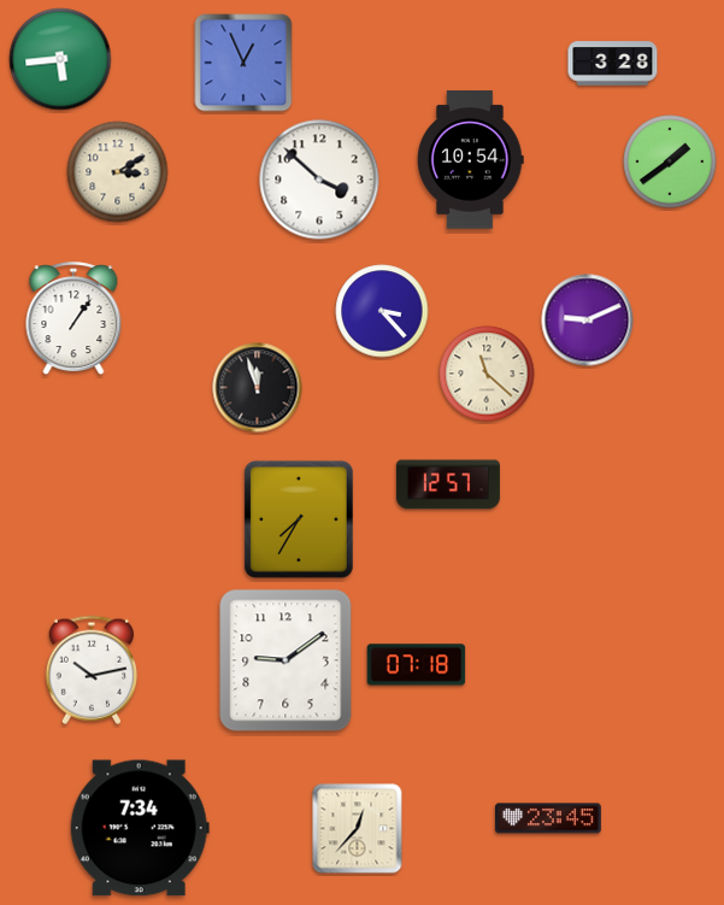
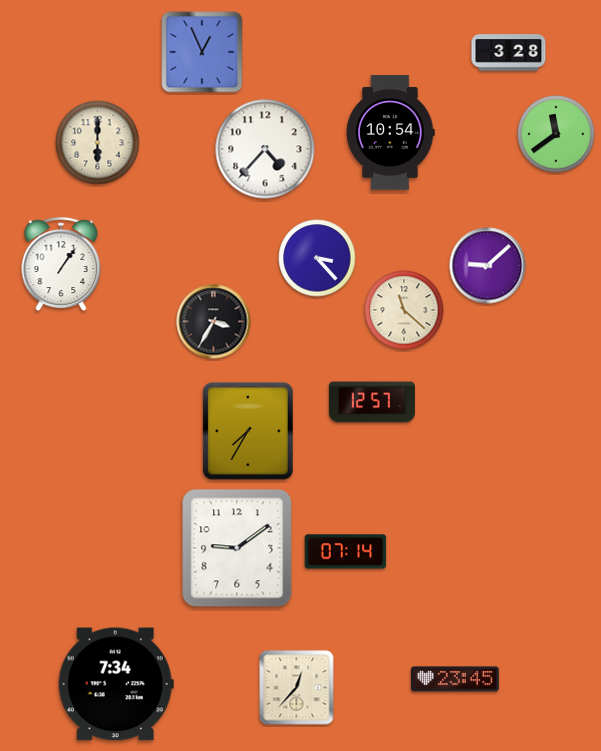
clock at (60, 59): 5:44 -> none
clock at (670, 161): 1:39 -> 11:39
clock at (118, 172): 3:10 -> 6:00
clock at (319, 180): 3:52 -> 4:37
clock at (588, 321): 9:11 -> 9:08
clock at (258, 388): 11:57 -> 3:35
clock at (417, 665): 07:18 -> 07:14
clock at (92, 670): 10:13 -> none
clock at (140, 828) position: (140, 828) -> (116, 684)
